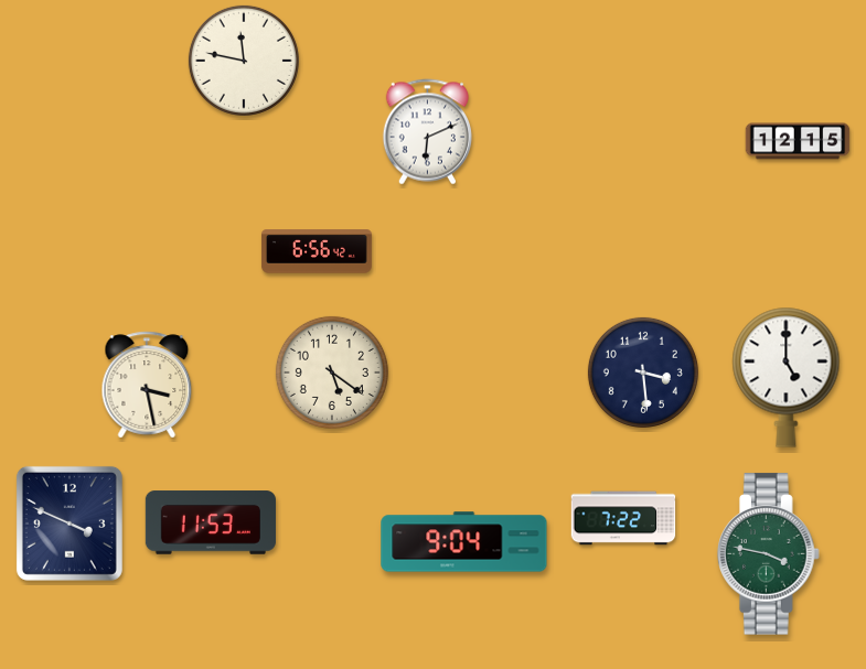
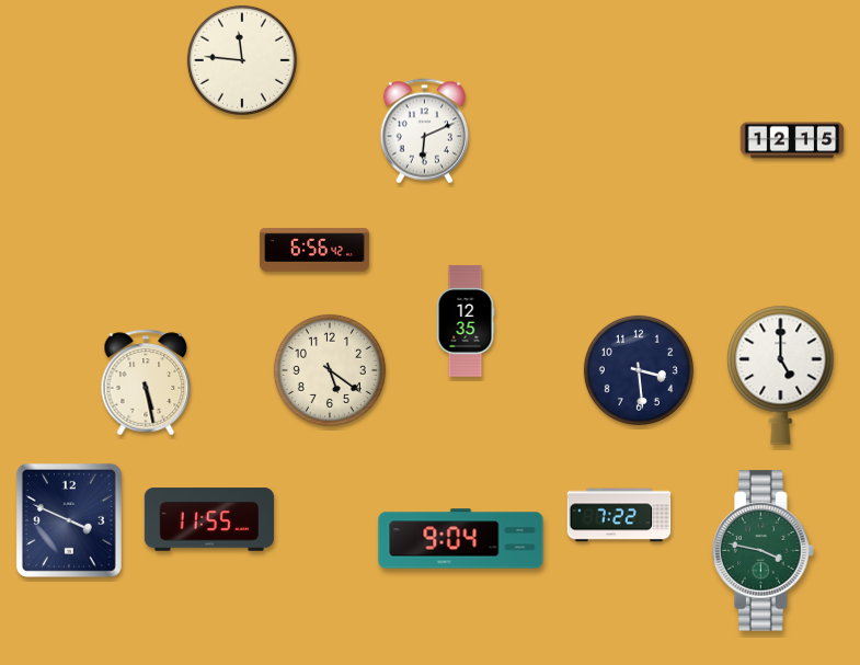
clock at (244, 61): 11:47 -> 11:46
clock at (466, 321): none -> 12:35
clock at (147, 385): 3:28 -> 5:28
clock at (211, 522): 11:53 -> 11:55
